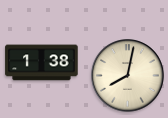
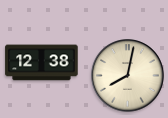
clock at (42, 63): 1:38 -> 12:38
